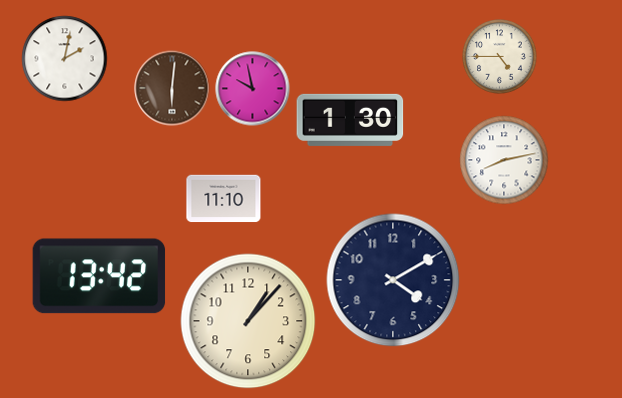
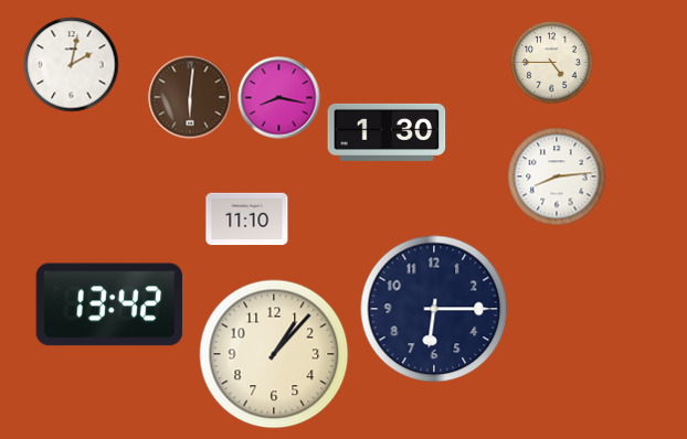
clock at (253, 89): 9:58 -> 8:17
clock at (504, 160): 8:13 -> 8:14
clock at (393, 280): 4:10 -> 6:15
